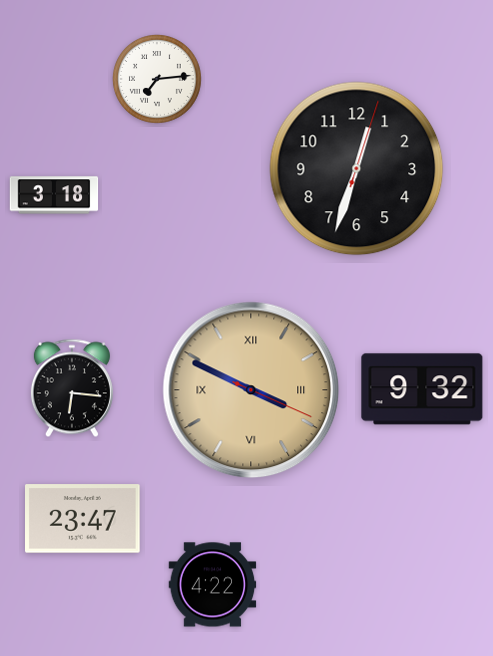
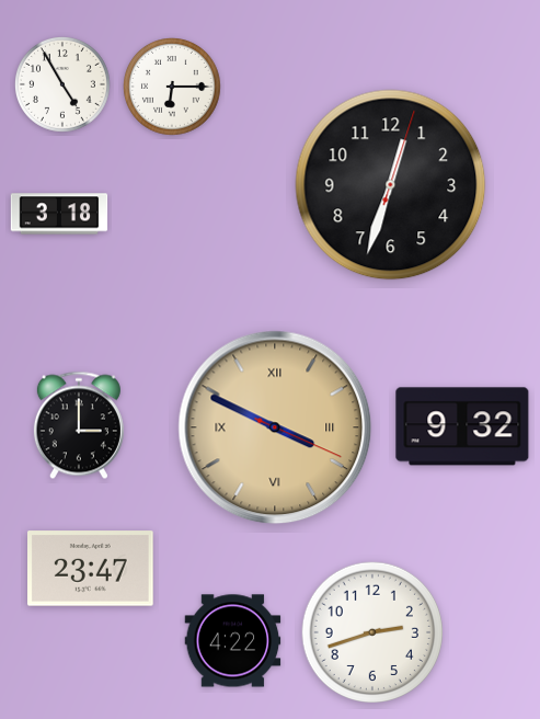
clock at (64, 85): none -> 4:55
clock at (157, 79): 7:14 -> 6:15
clock at (72, 388): 6:16 -> 3:00
clock at (372, 632): none -> 2:42
